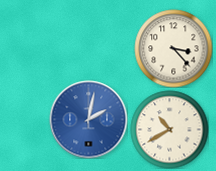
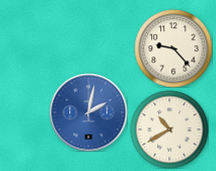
clock at (173, 48): 3:23 -> 9:23
clock at (88, 119) position: (88, 119) -> (88, 112)
